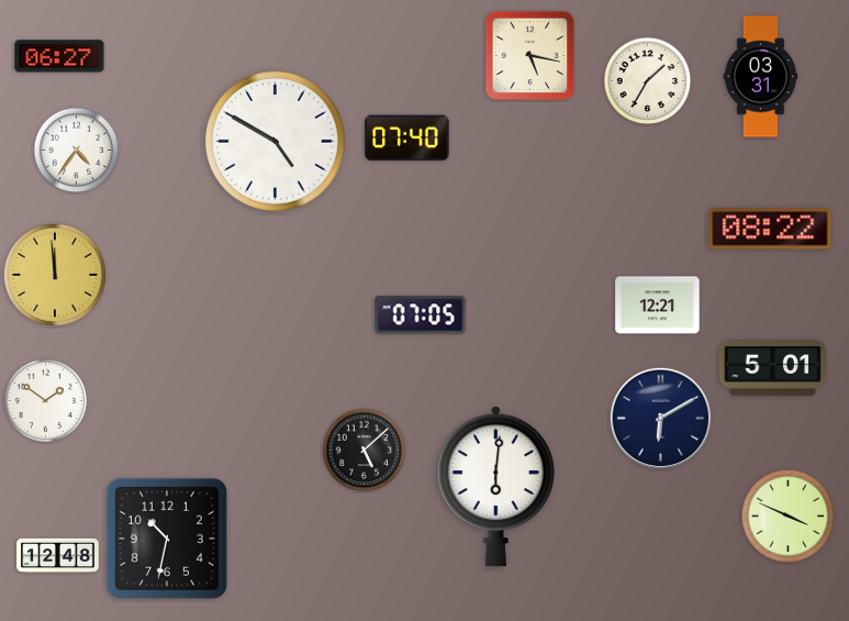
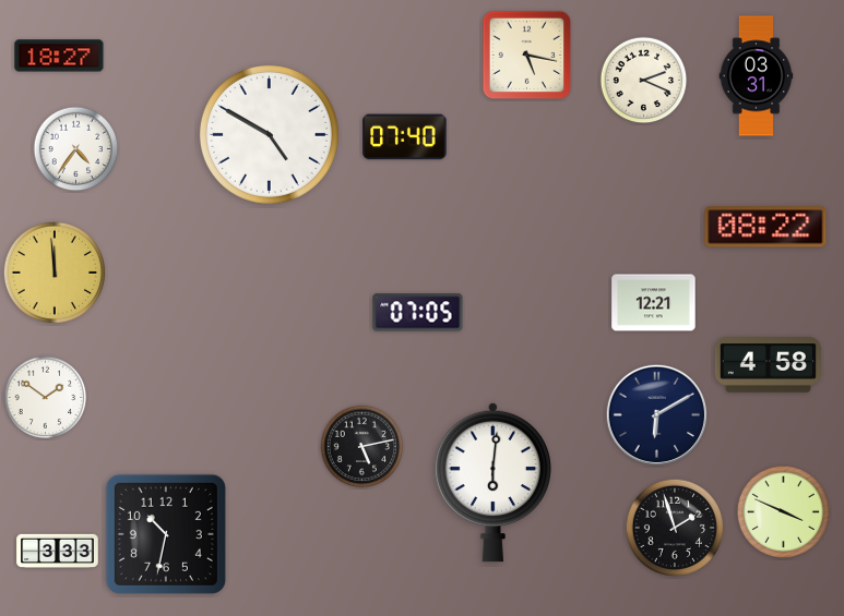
clock at (59, 56): 06:27 -> 18:27
clock at (648, 81): 1:35 -> 2:19
clock at (275, 141) position: (275, 141) -> (269, 134)
clock at (772, 368): 5:01 -> 4:58
clock at (365, 451): 5:08 -> 5:13
clock at (674, 527): none -> 1:57
clock at (58, 556): 12:48 -> 3:33
